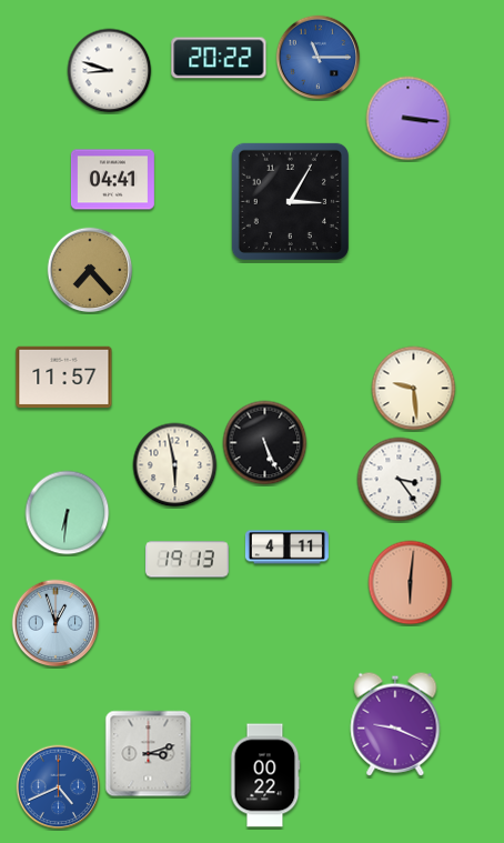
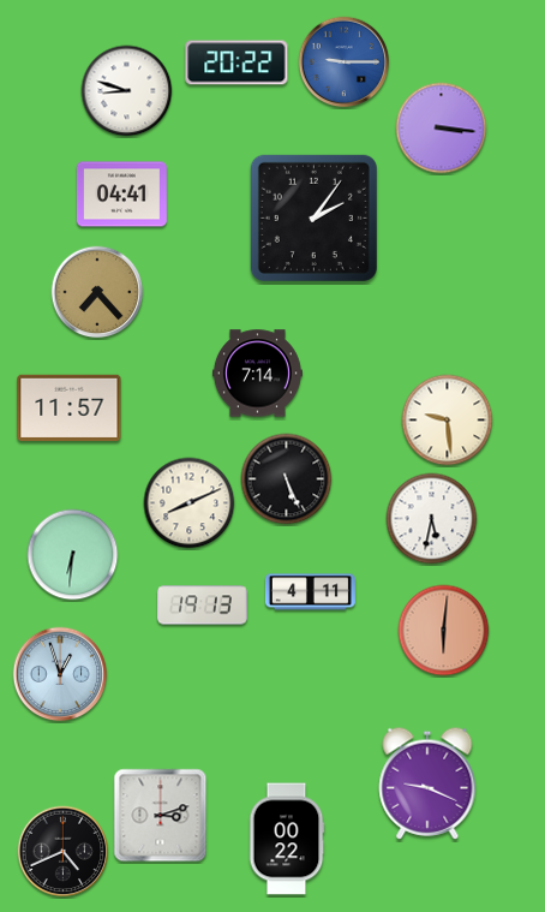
clock at (319, 58): 11:15 -> 9:15
clock at (110, 71) position: (110, 71) -> (127, 91)
clock at (290, 201): 3:05 -> 2:06
clock at (257, 374): none -> 7:14
clock at (175, 465): 5:58 -> 8:11
clock at (400, 480): 3:24 -> 5:32
clock at (59, 787) dial: blue -> black
